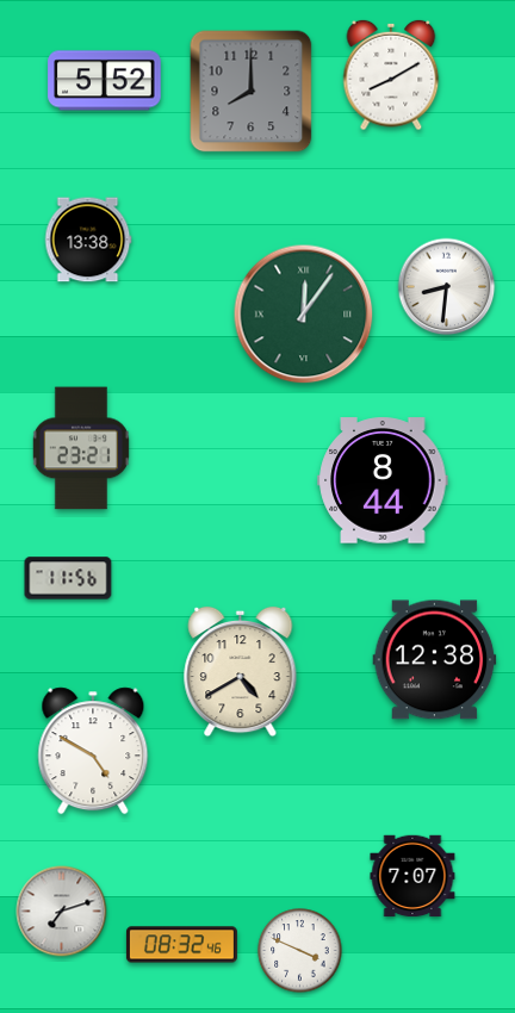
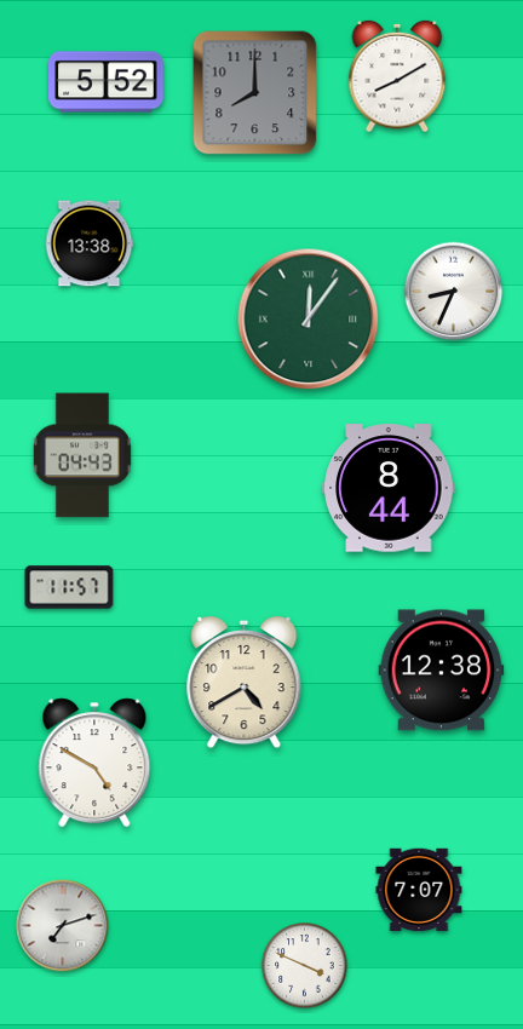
clock at (447, 287): 8:31 -> 8:34
clock at (81, 448): 23:21 -> 04:43
clock at (68, 578): 11:56 -> 11:57
clock at (181, 945): 08:32 -> none
